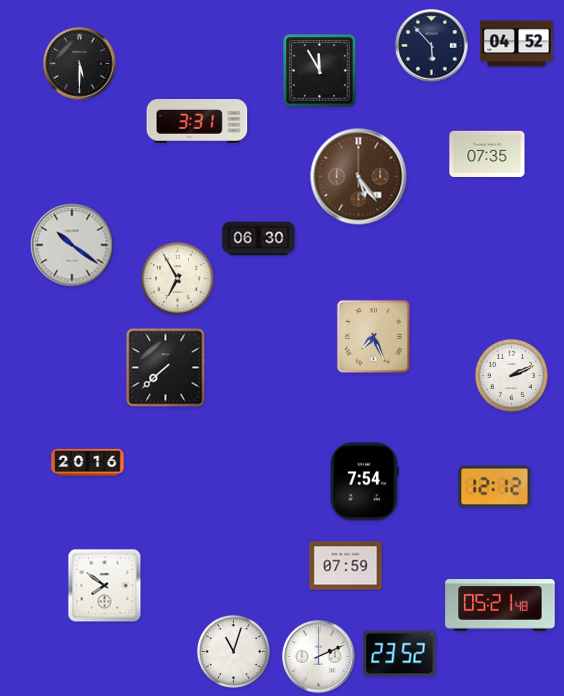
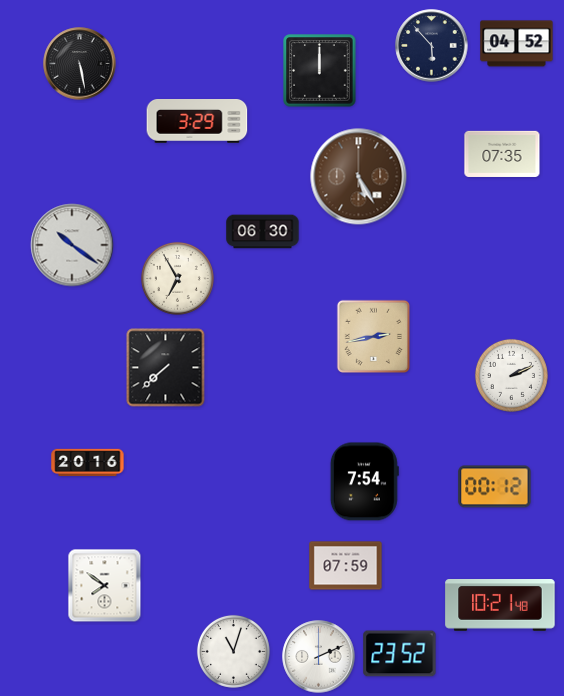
clock at (80, 64): 5:30 -> 5:28
clock at (320, 71): 11:55 -> 12:00
clock at (197, 122): 3:31 -> 3:29
clock at (487, 154) position: (487, 154) -> (502, 154)
clock at (359, 177): 5:24 -> 5:25
clock at (259, 239) position: (259, 239) -> (263, 232)
clock at (373, 336): 7:26 -> 2:43
clock at (495, 487): 12:12 -> 00:12
clock at (500, 606): 05:21 -> 10:21
